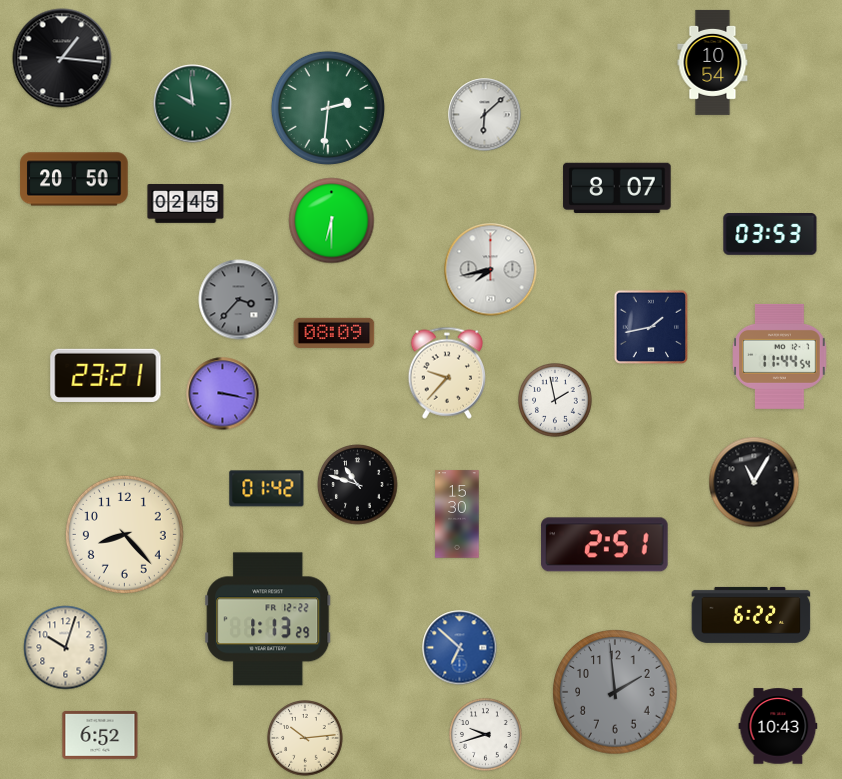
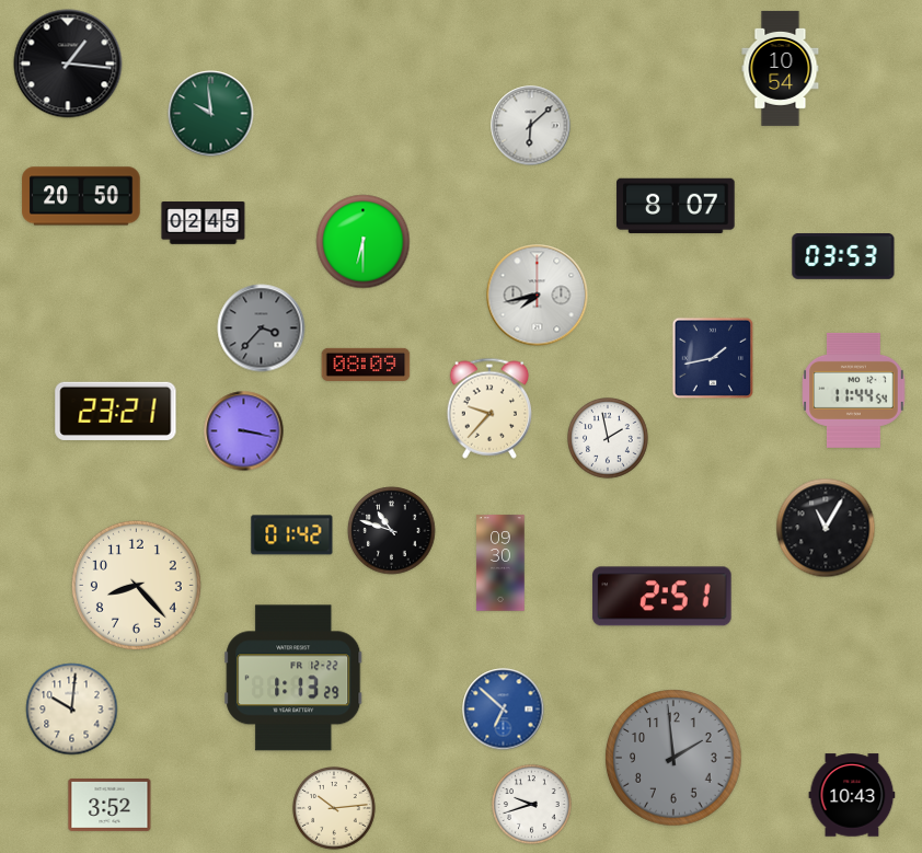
clock at (328, 108): 2:31 -> none
clock at (457, 514): 15:30 -> 09:30
clock at (751, 615): 6:22 -> none
clock at (66, 648): 10:03 -> 10:01
clock at (100, 735): 6:52 -> 3:52
